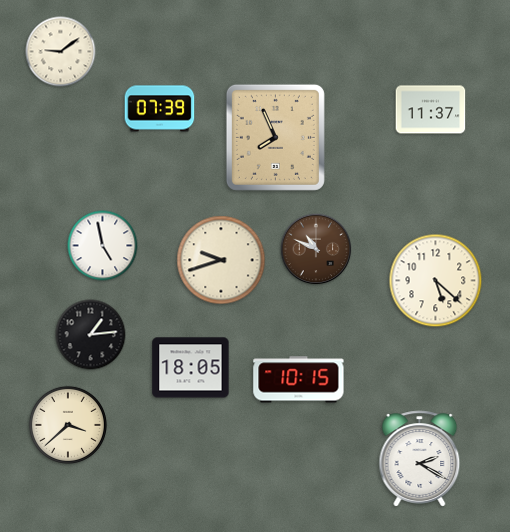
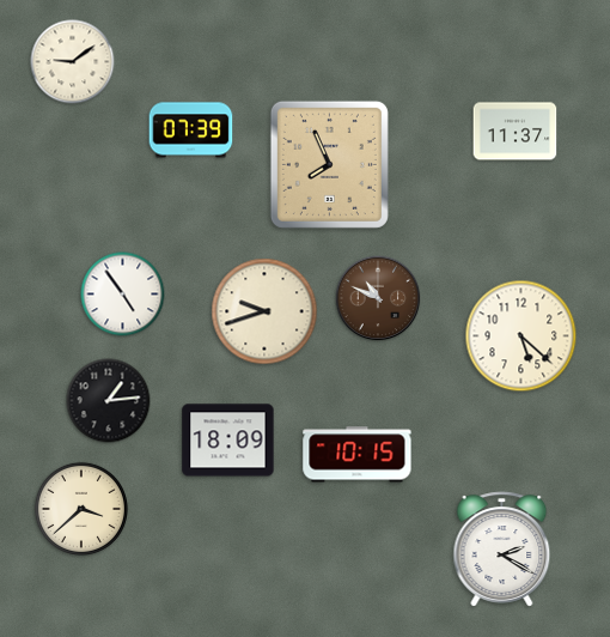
clock at (103, 246): 4:58 -> 4:54
clock at (191, 368): 18:05 -> 18:09
